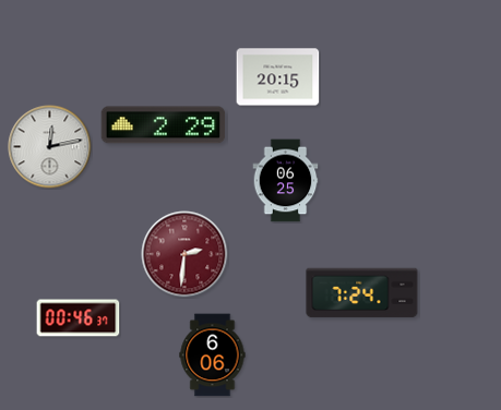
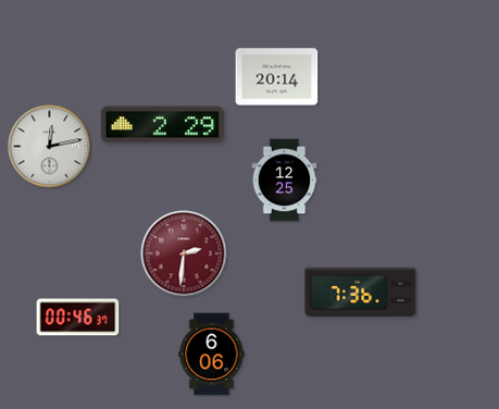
clock at (278, 77): 20:15 -> 20:14
clock at (286, 181): 06:25 -> 12:25
clock at (362, 293): 7:24 -> 7:36
